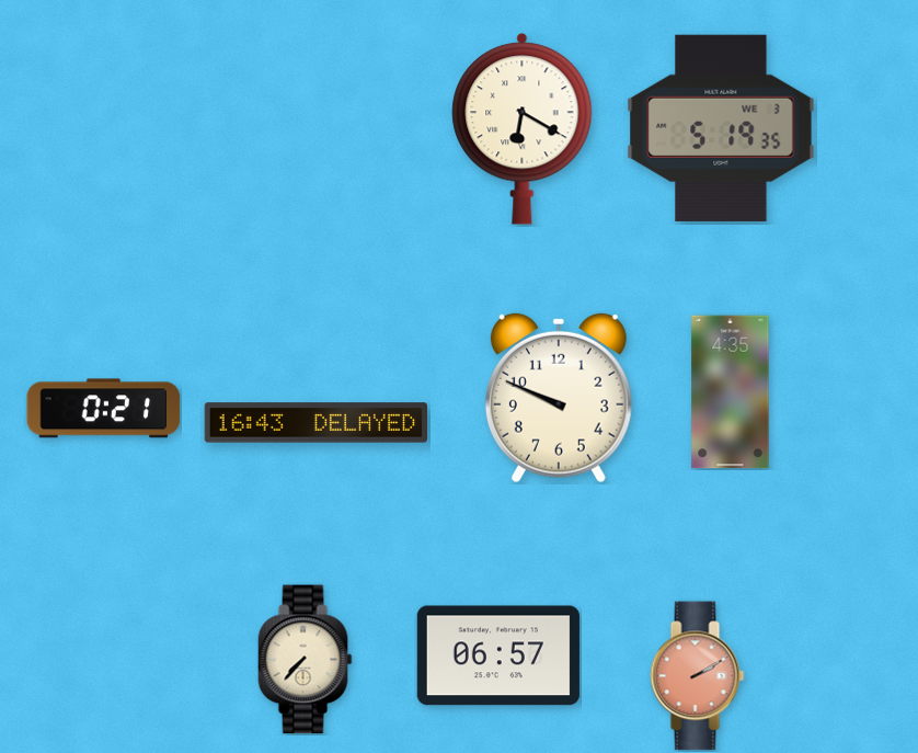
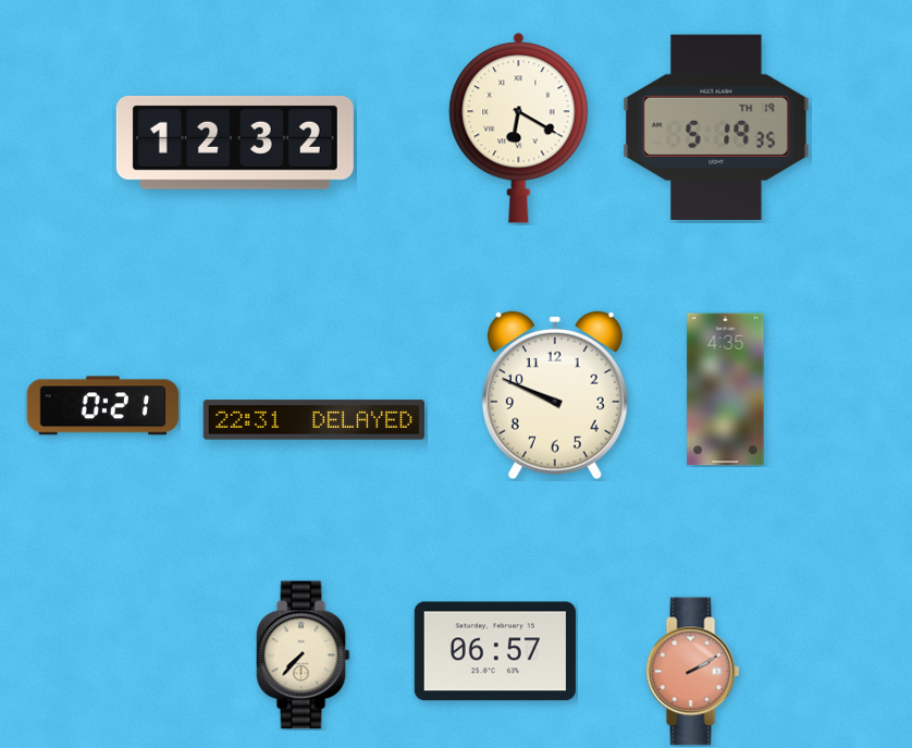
clock at (721, 128) date: WE 3 -> TH 19
clock at (235, 143): none -> 12:32
clock at (317, 423): 16:43 -> 22:31
